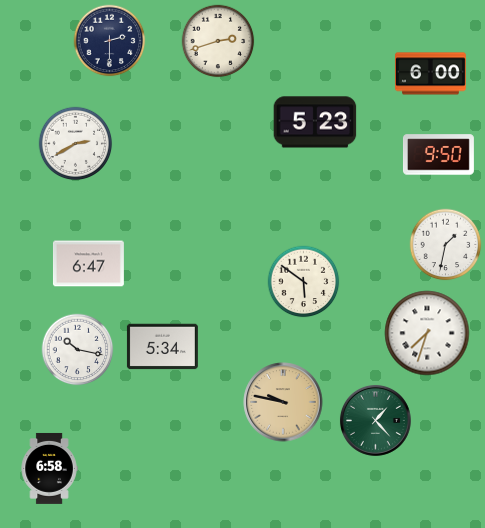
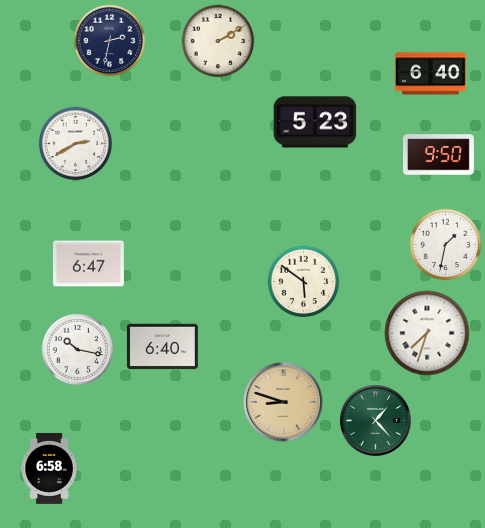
clock at (110, 41): 2:30 -> 2:32
clock at (218, 41): 2:42 -> 2:10
clock at (430, 74): 6:00 -> 6:40
clock at (162, 347): 5:34 -> 6:40
clock at (283, 402): 9:47 -> 8:48
